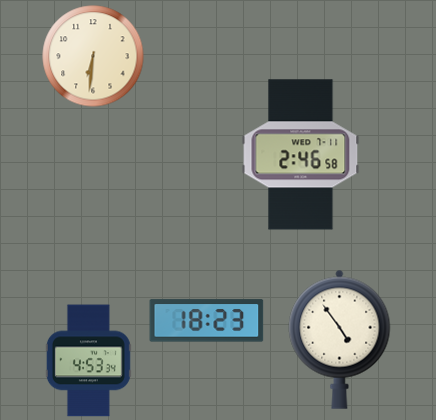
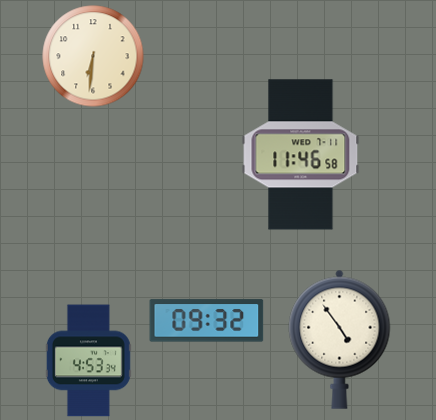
clock at (301, 155): 2:46 -> 11:46
clock at (207, 321): 18:23 -> 09:32
